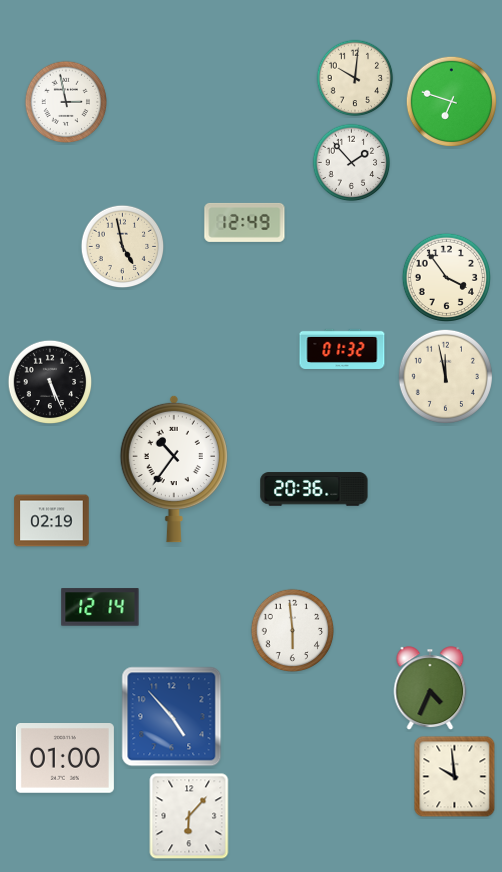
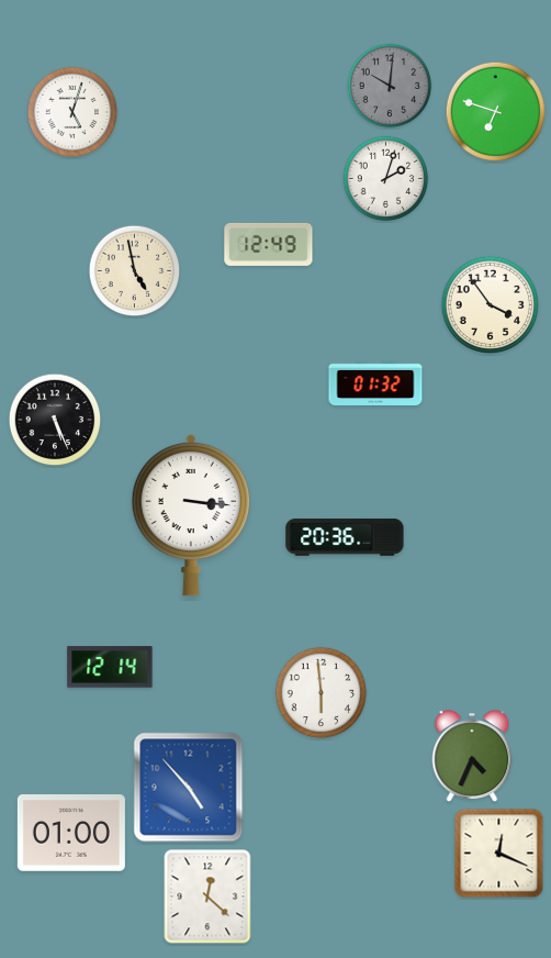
clock at (355, 78) dial: cream -> grey
clock at (66, 102): 2:58 -> 5:03
clock at (352, 163): 1:53 -> 2:03
clock at (445, 376): 11:58 -> none
clock at (174, 469): 10:36 -> 3:16
clock at (52, 521): 02:19 -> none
clock at (455, 777): 9:59 -> 12:19
clock at (189, 816): 6:07 -> 12:22
